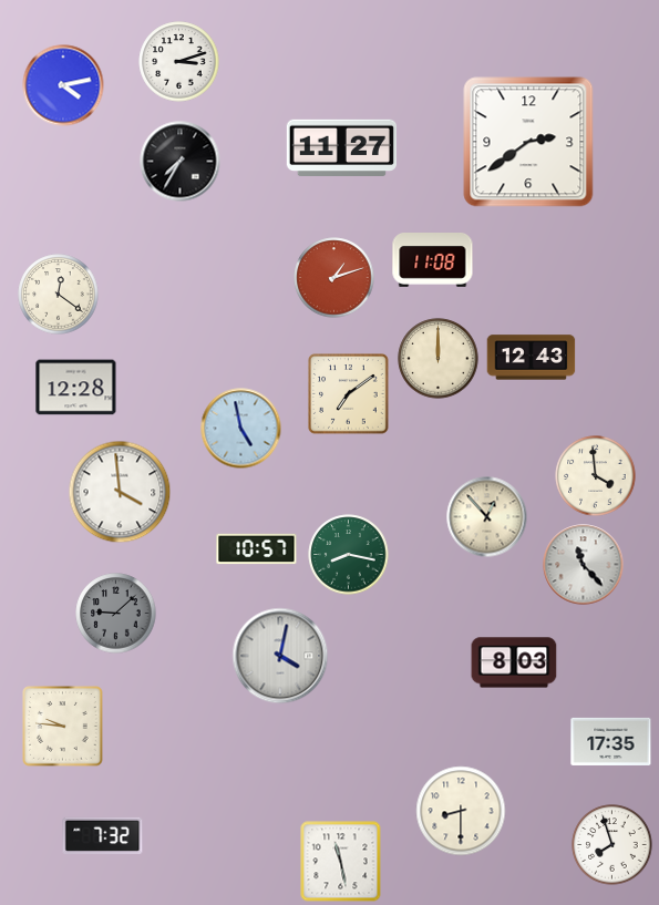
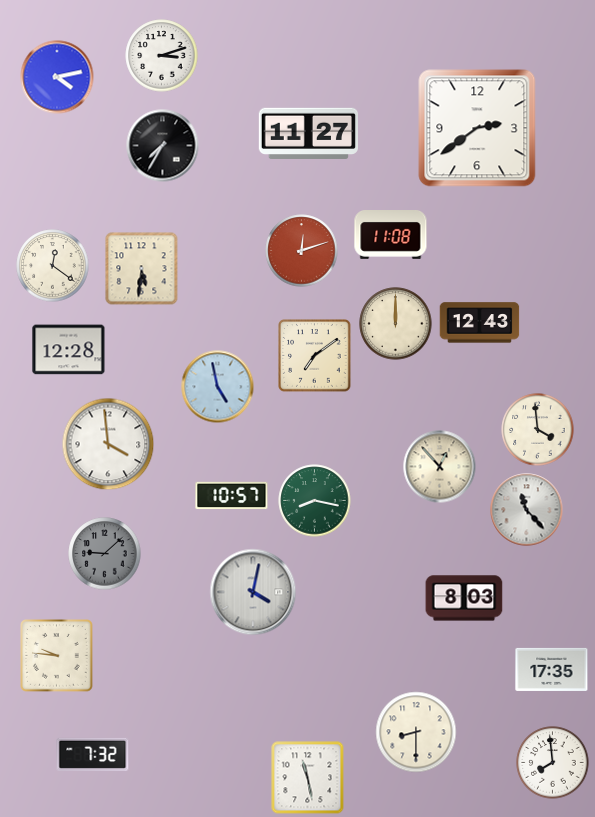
clock at (334, 278): 1:12 -> 12:12
clock at (142, 269): none -> 5:31
clock at (612, 845): 7:57 -> 7:59
